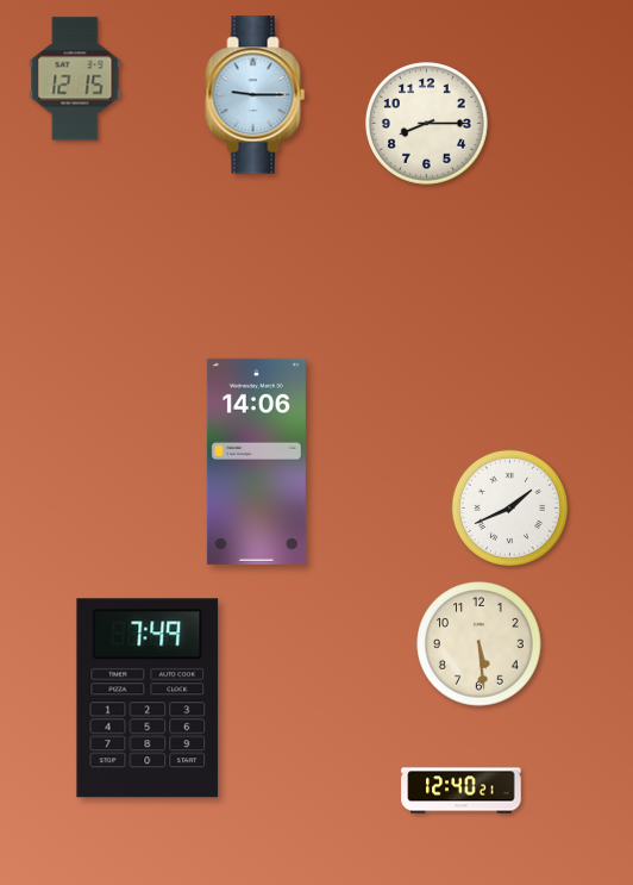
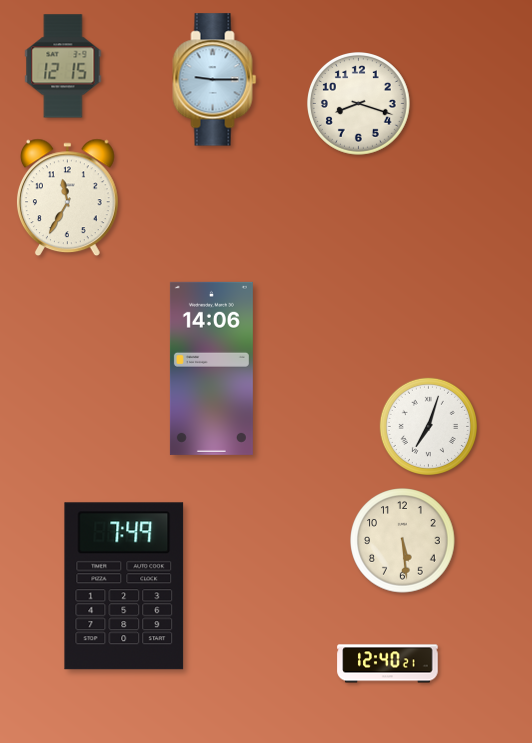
clock at (427, 124): 8:15 -> 8:18
clock at (67, 198): none -> 11:35
clock at (256, 461) position: (256, 461) -> (211, 368)
clock at (509, 507): 1:41 -> 7:03
